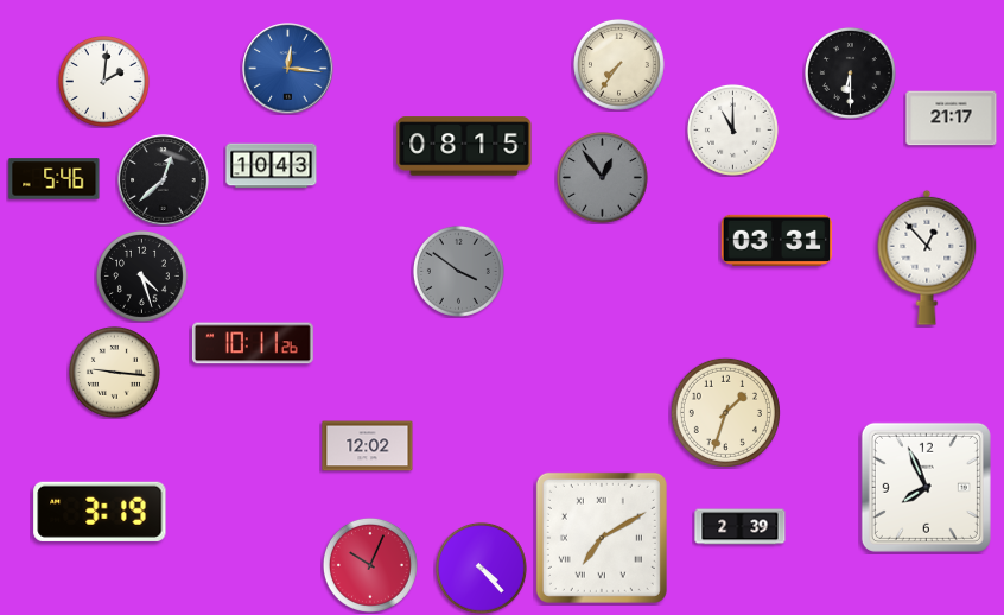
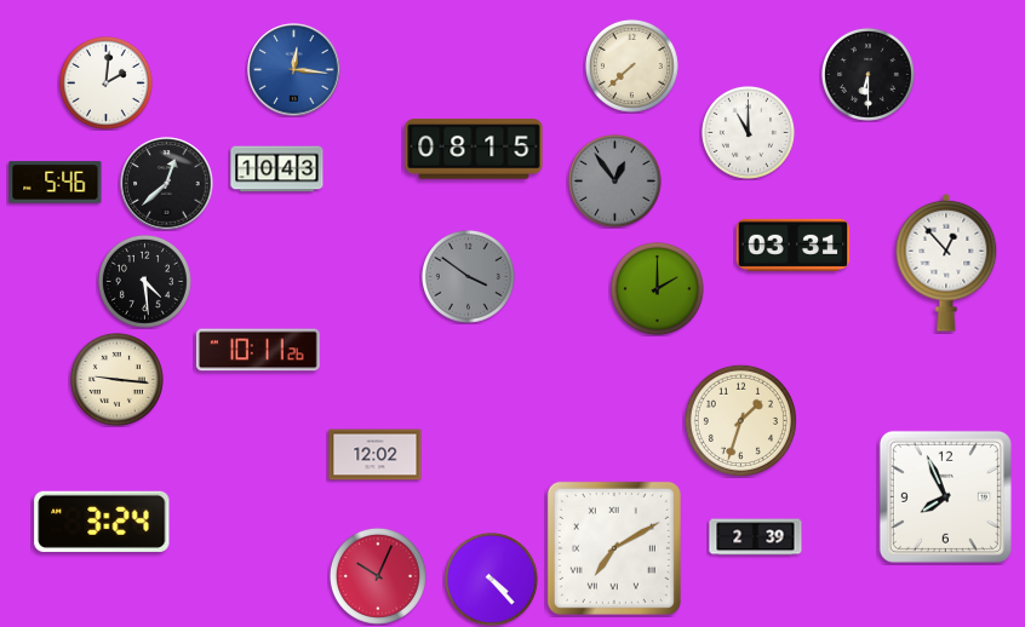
clock at (618, 64): 7:36 -> 7:38
clock at (952, 119): 21:17 -> none
clock at (141, 275): 4:27 -> 4:29
clock at (657, 288): none -> 2:00
clock at (100, 512): 3:19 -> 3:24
